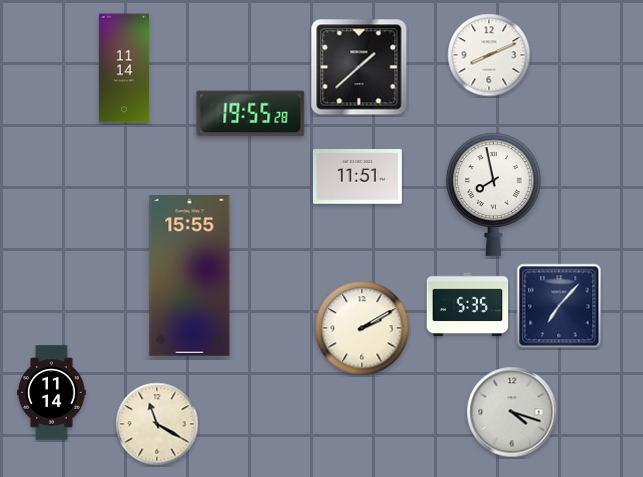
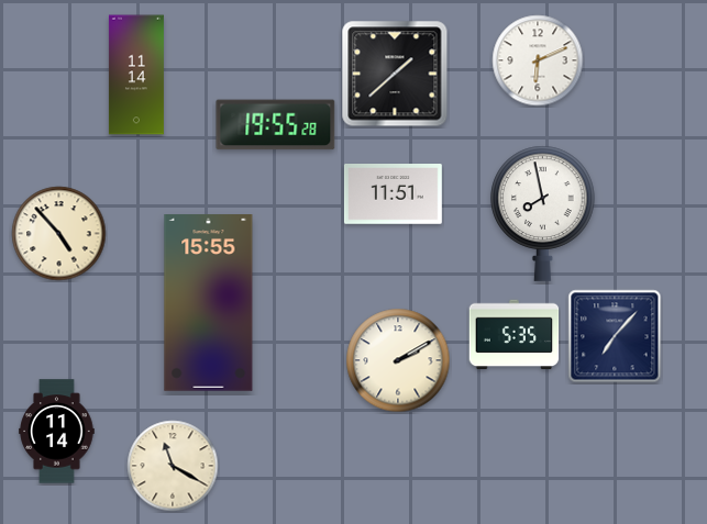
clock at (489, 55): 8:11 -> 6:11
clock at (59, 234): none -> 4:53
clock at (512, 412): 4:18 -> none
